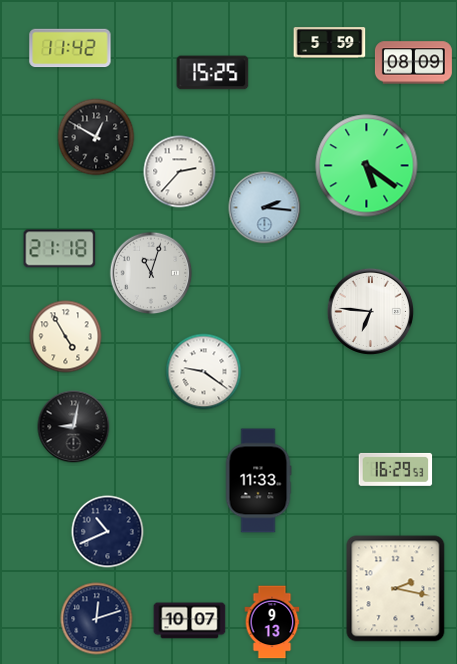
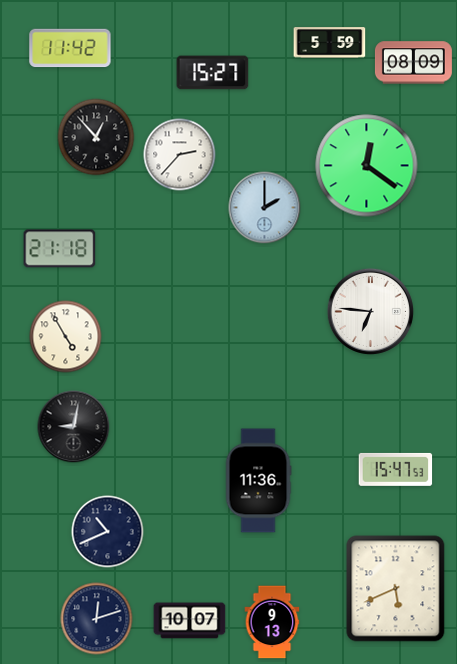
clock at (213, 73): 15:25 -> 15:27
clock at (96, 137): 12:50 -> 12:53
clock at (367, 166): 5:21 -> 12:21
clock at (180, 172) position: (180, 172) -> (180, 155)
clock at (265, 208): 2:16 -> 2:00
clock at (151, 273): 11:03 -> none
clock at (204, 372): 9:21 -> none
clock at (396, 469): 16:29 -> 15:47
clock at (258, 481): 11:33 -> 11:36
clock at (396, 589): 2:17 -> 5:41
